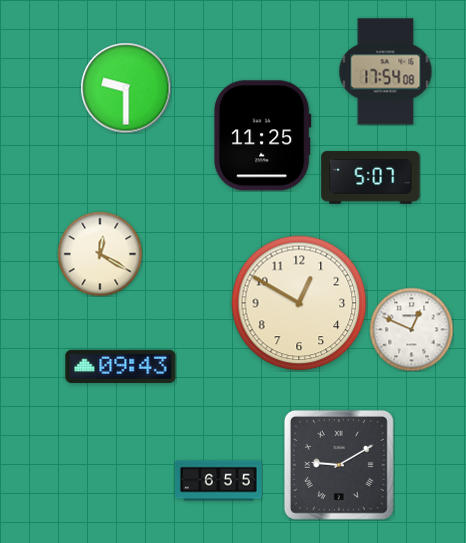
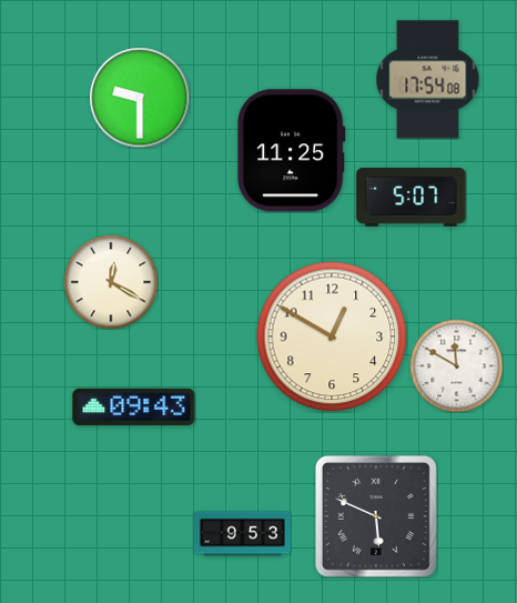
clock at (411, 329): 12:49 -> 11:50
clock at (339, 465): 9:10 -> 5:49
clock at (218, 481): 6:55 -> 9:53
